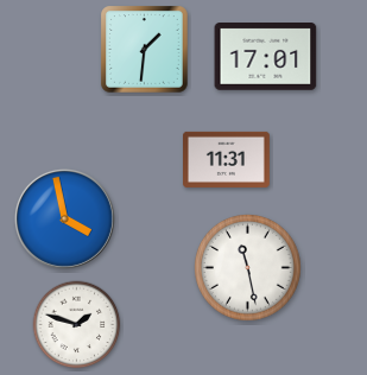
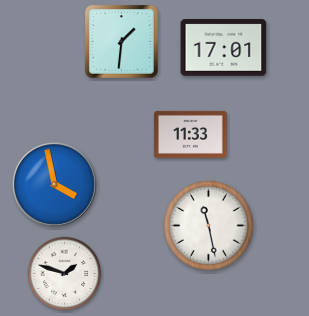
clock at (227, 159): 11:31 -> 11:33
